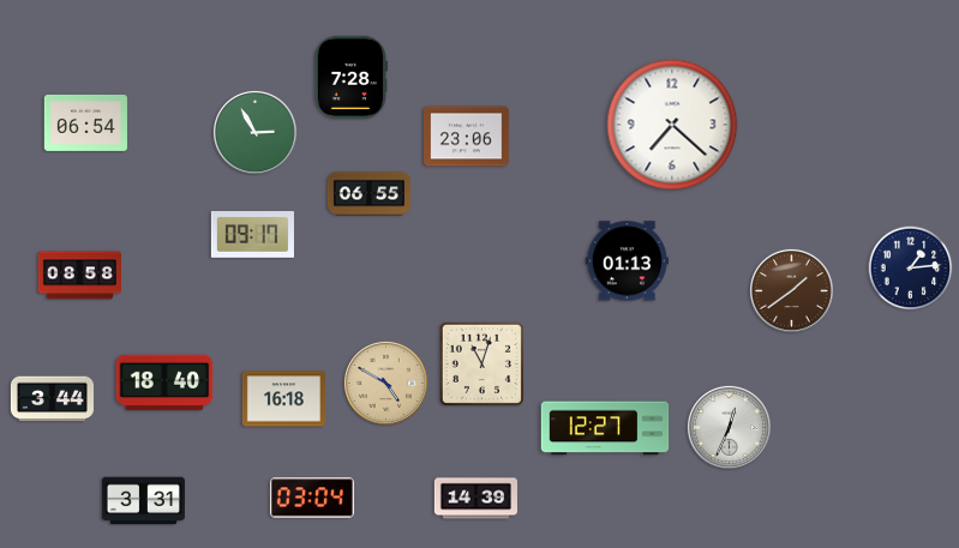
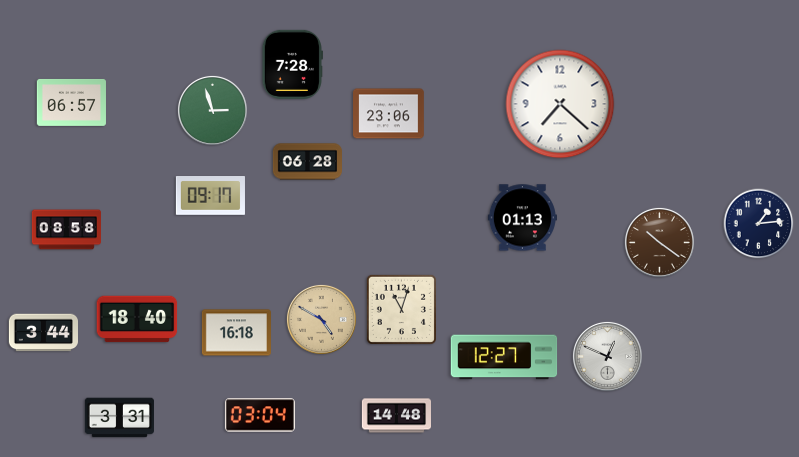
clock at (85, 122): 06:54 -> 06:57
clock at (254, 132): 2:55 -> 2:57
clock at (368, 194): 06:55 -> 06:28
clock at (791, 290): 1:39 -> 10:21
clock at (481, 363) position: (481, 363) -> (401, 309)
clock at (729, 427): 12:34 -> 12:49
clock at (475, 499): 14:39 -> 14:48
